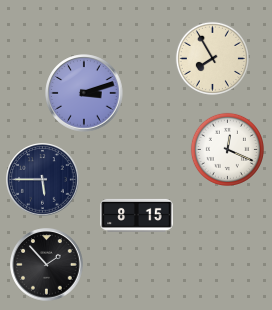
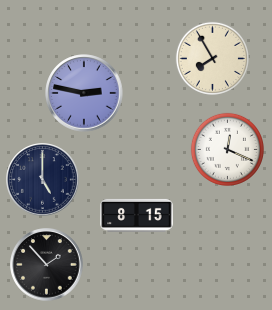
clock at (84, 93): 3:12 -> 2:47
clock at (43, 180): 5:45 -> 5:00
